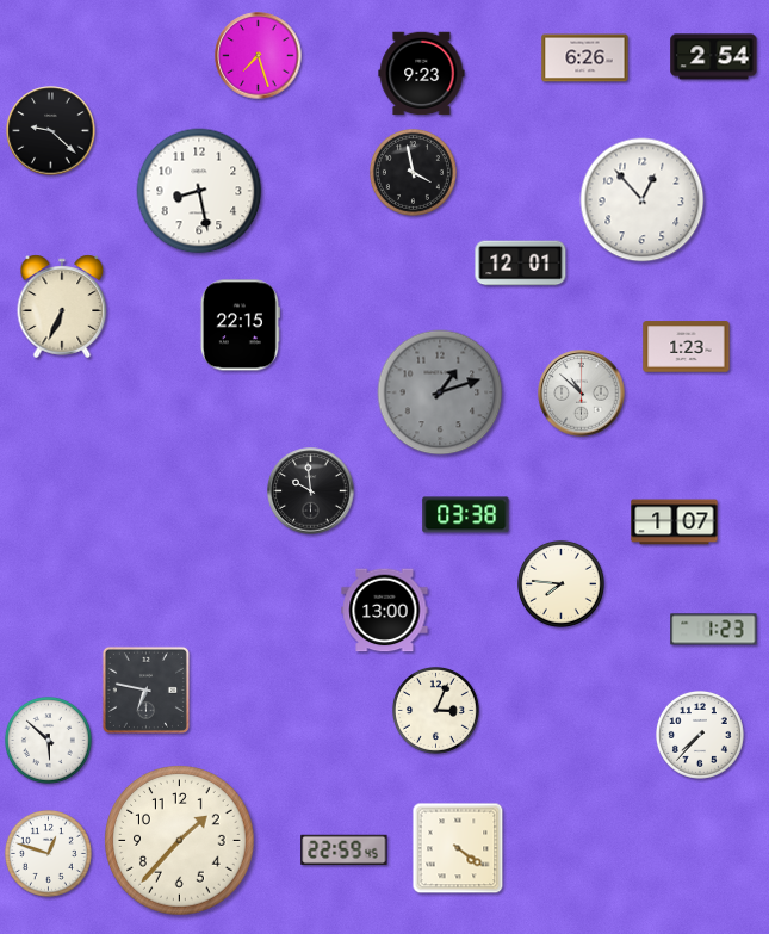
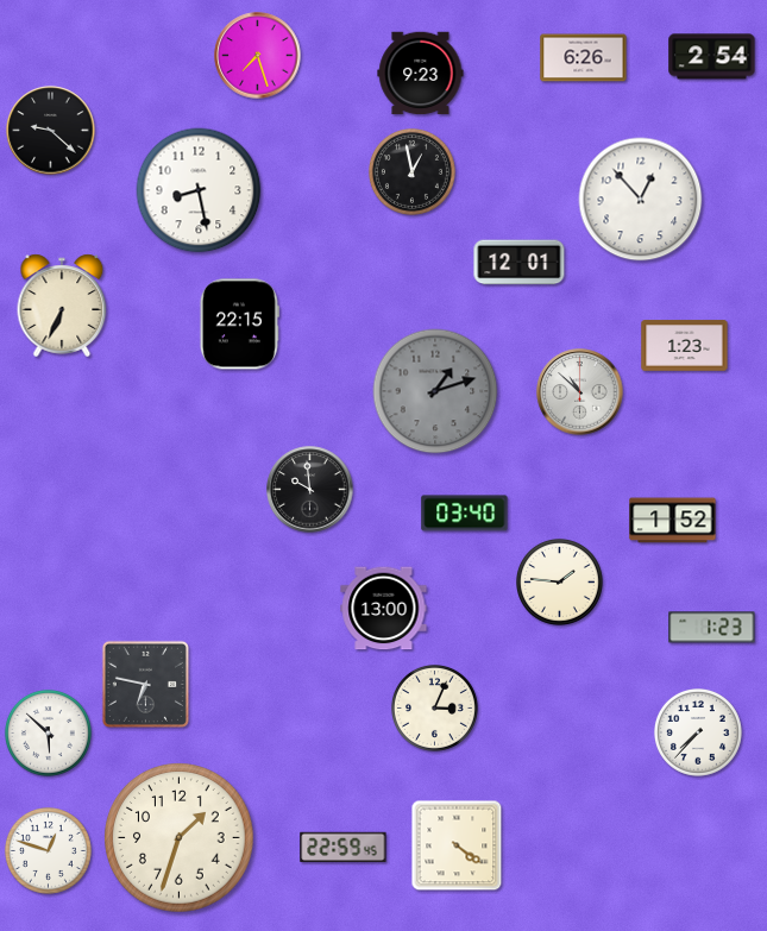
clock at (413, 172): 3:58 -> 12:58
clock at (440, 392) position: (440, 392) -> (435, 391)
clock at (466, 515): 03:38 -> 03:40
clock at (675, 522): 1:07 -> 1:52
clock at (560, 583): 7:46 -> 1:46
clock at (145, 689) position: (145, 689) -> (145, 684)
clock at (48, 740) position: (48, 740) -> (48, 732)
clock at (180, 841): 1:37 -> 1:33
